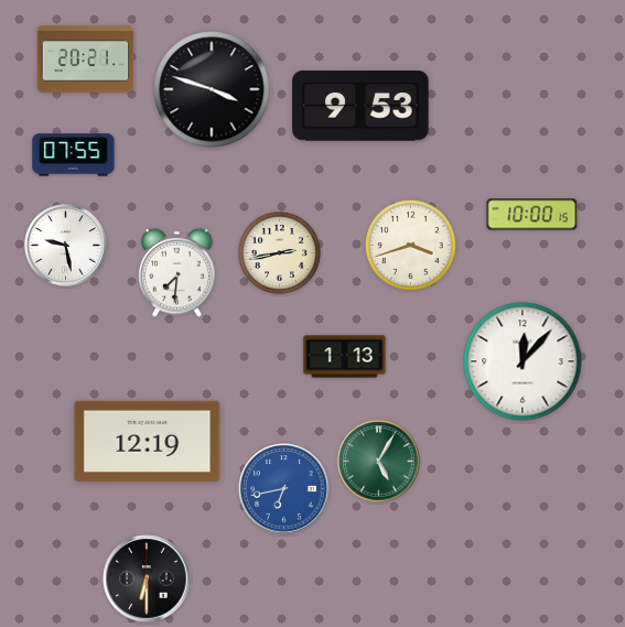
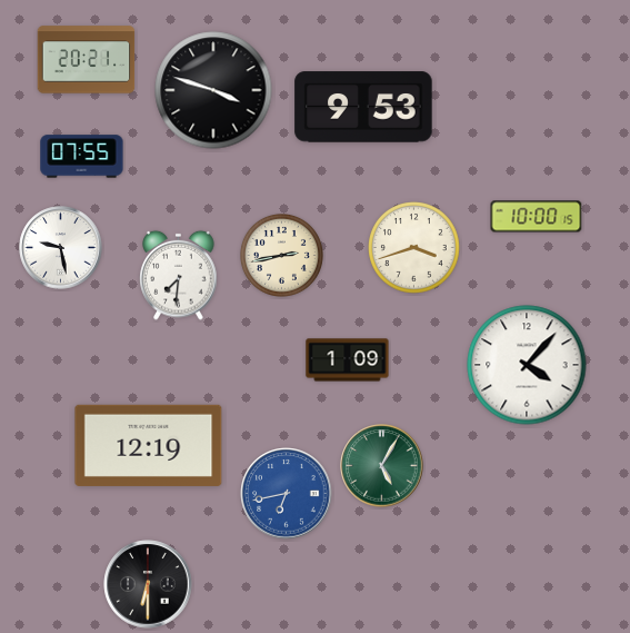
clock at (74, 155) position: (74, 155) -> (82, 157)
clock at (66, 246) position: (66, 246) -> (61, 248)
clock at (345, 357): 1:13 -> 1:09
clock at (522, 361): 12:07 -> 4:07
